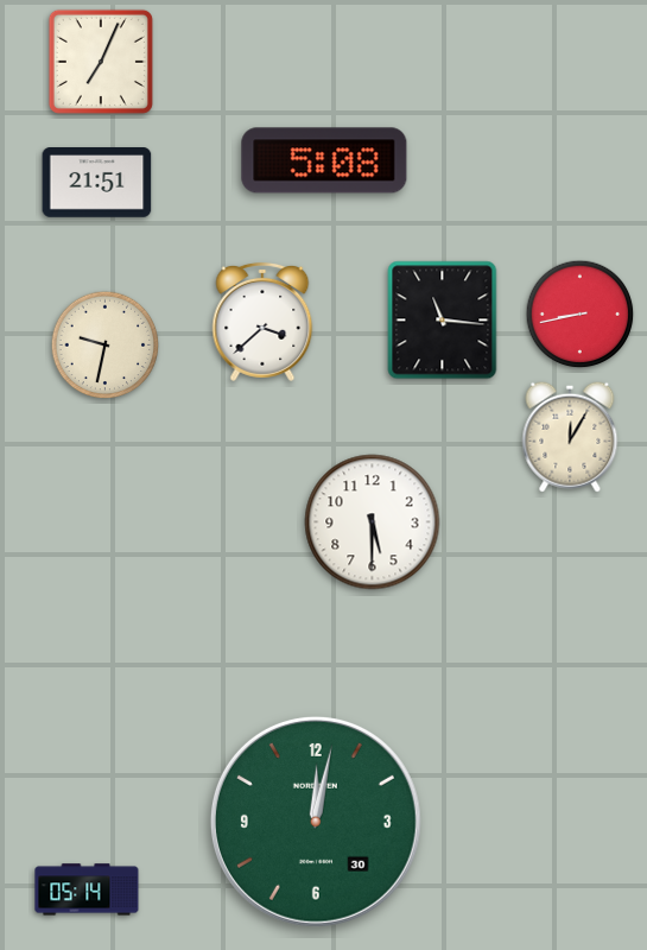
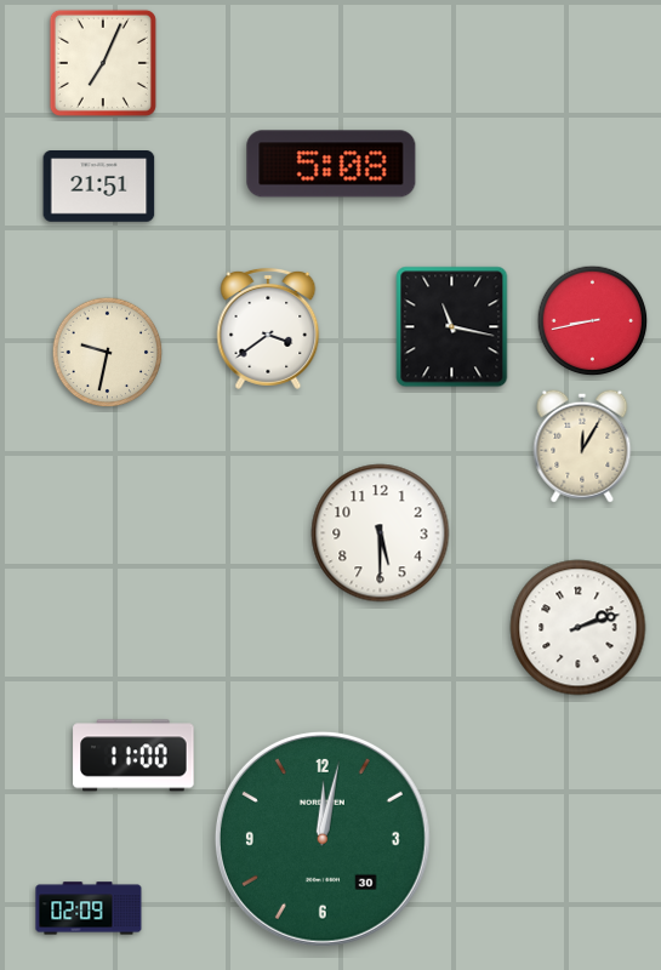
clock at (443, 321): 11:16 -> 11:17
clock at (262, 322): 3:38 -> 3:39
clock at (579, 628): none -> 2:12
clock at (133, 755): none -> 11:00
clock at (87, 889): 05:14 -> 02:09
